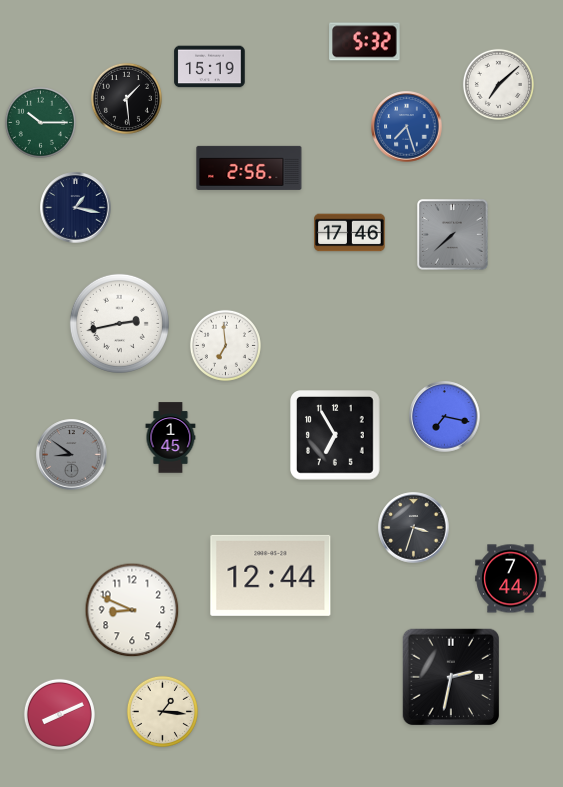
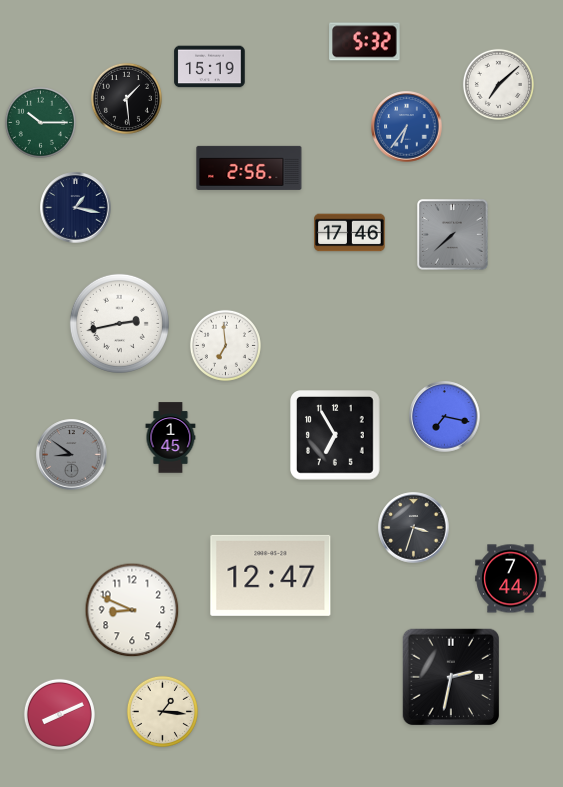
clock at (407, 127): 7:27 -> 6:36
clock at (271, 575): 12:44 -> 12:47
